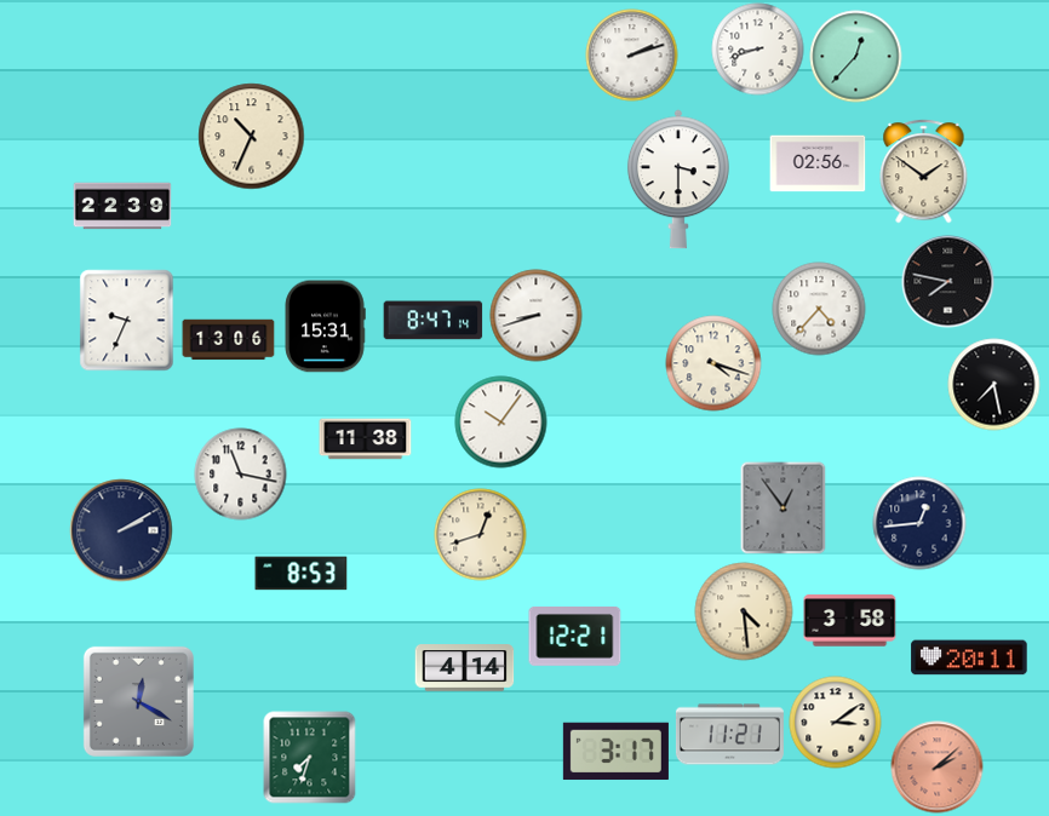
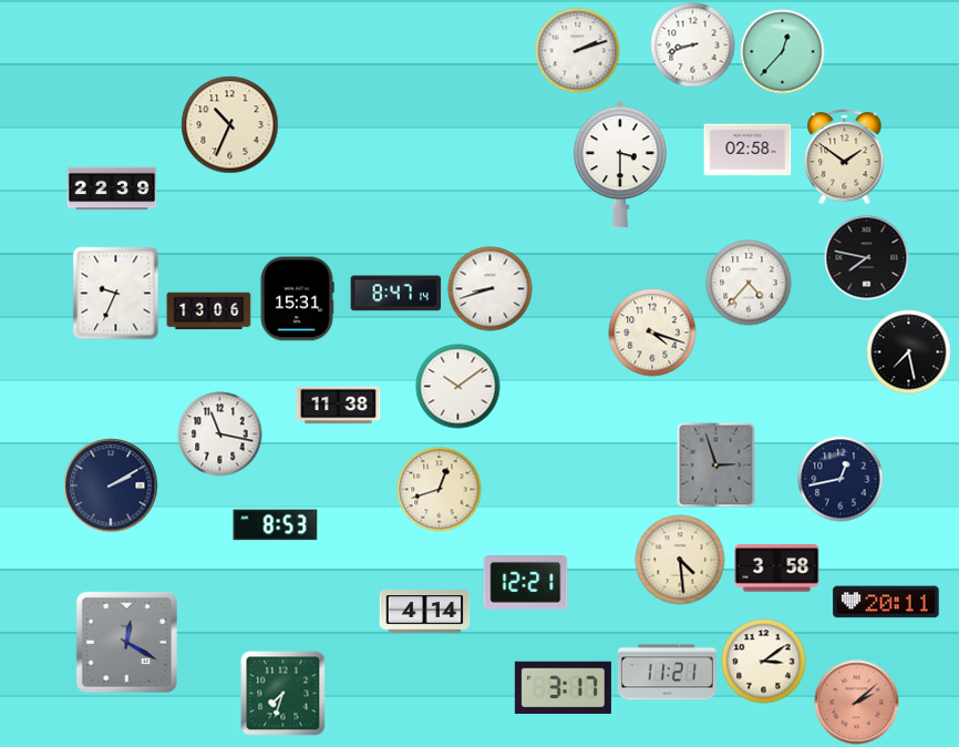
clock at (818, 163): 02:56 -> 02:58
clock at (501, 423): 10:06 -> 10:09
clock at (366, 439) position: (366, 439) -> (339, 406)
clock at (784, 507): 12:54 -> 2:57
clock at (919, 523): 12:44 -> 12:43
